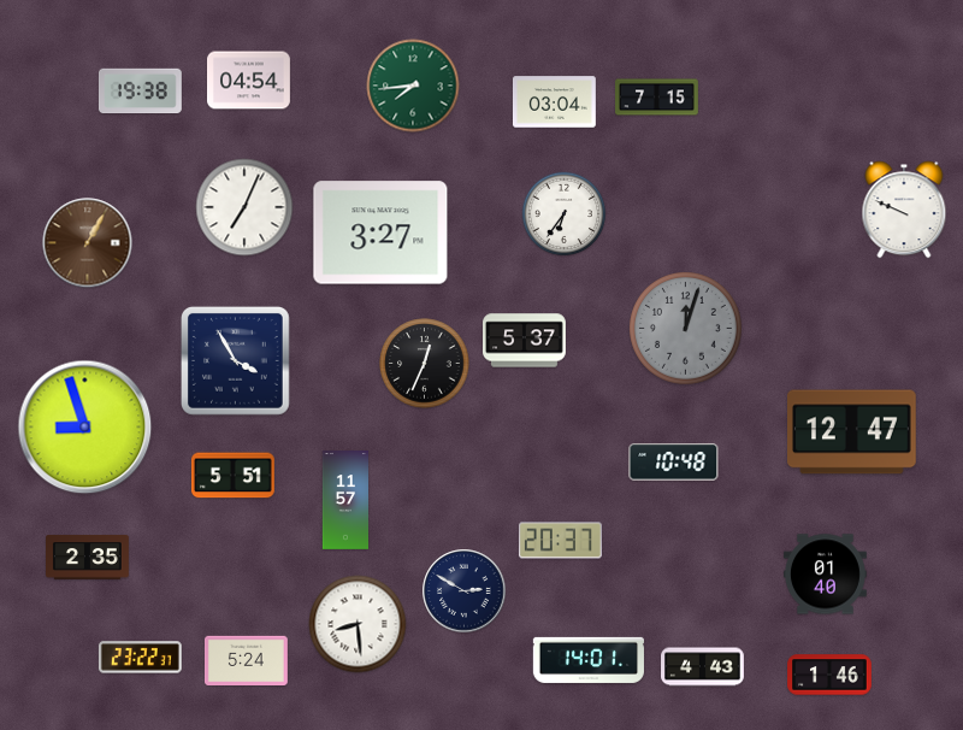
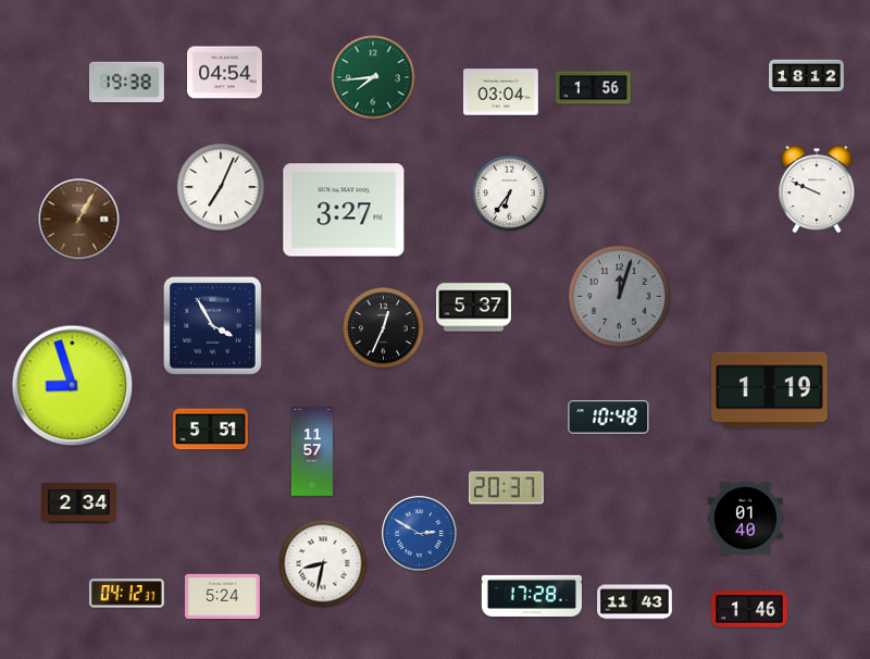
clock at (807, 76): none -> 18:12
clock at (657, 98): 7:15 -> 1:56
clock at (85, 428) position: (85, 428) -> (73, 386)
clock at (852, 432): 12:47 -> 1:19
clock at (88, 558): 2:35 -> 2:34
clock at (465, 591) dial: navy -> blue
clock at (358, 624): 8:29 -> 8:32
clock at (140, 658): 23:22 -> 04:12
clock at (589, 660): 14:01 -> 17:28
clock at (703, 667): 4:43 -> 11:43
